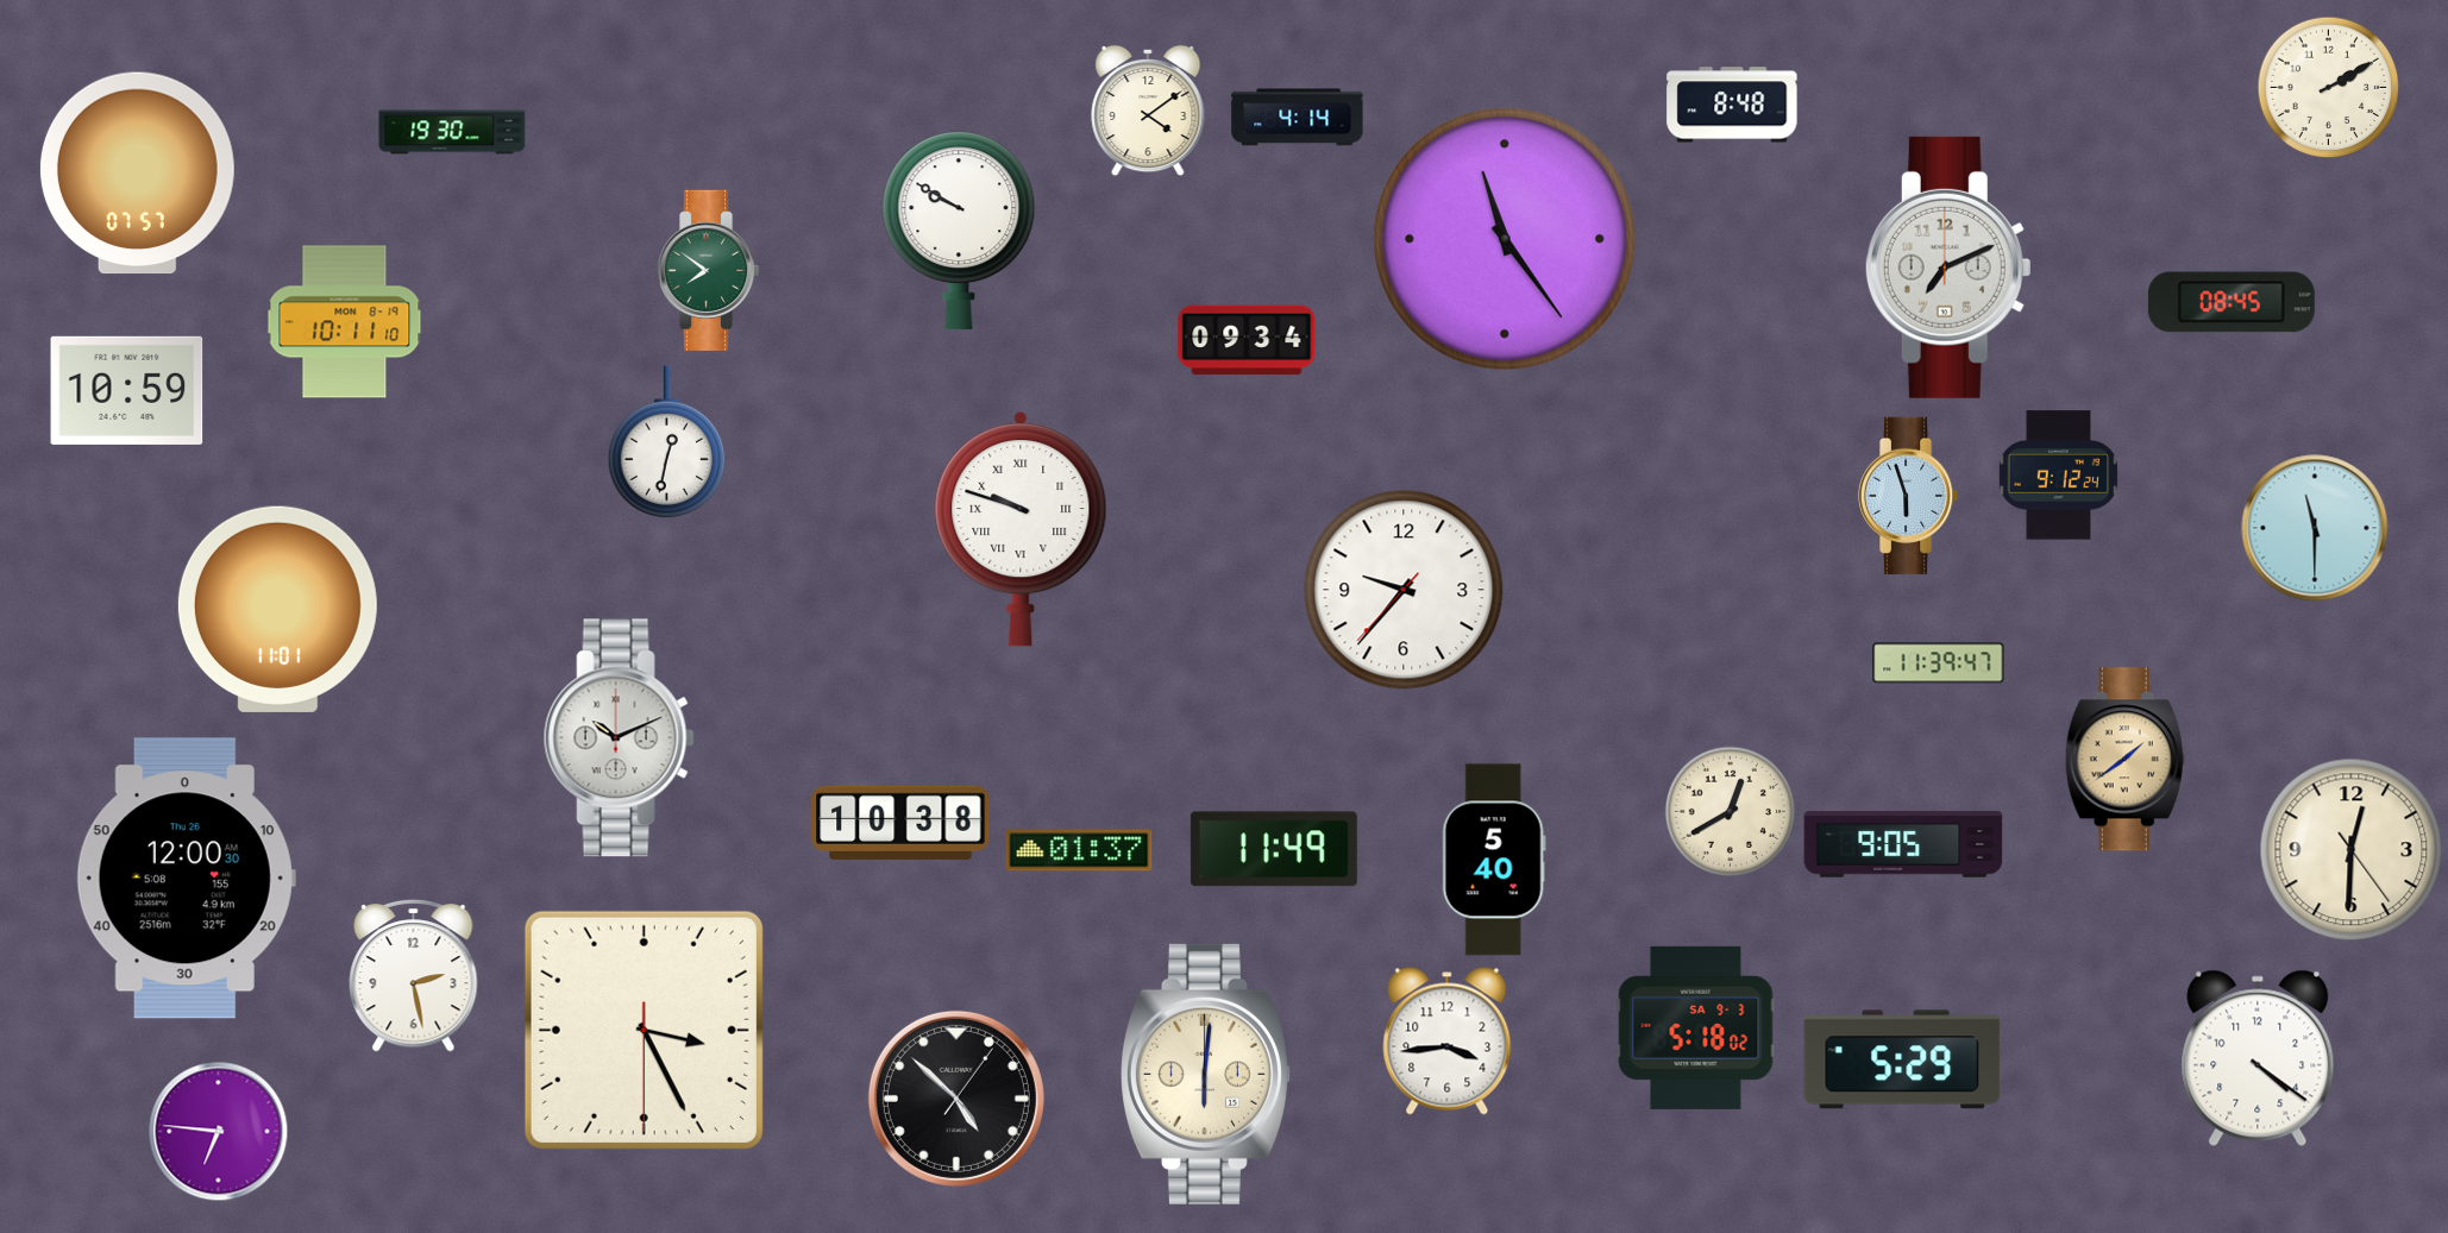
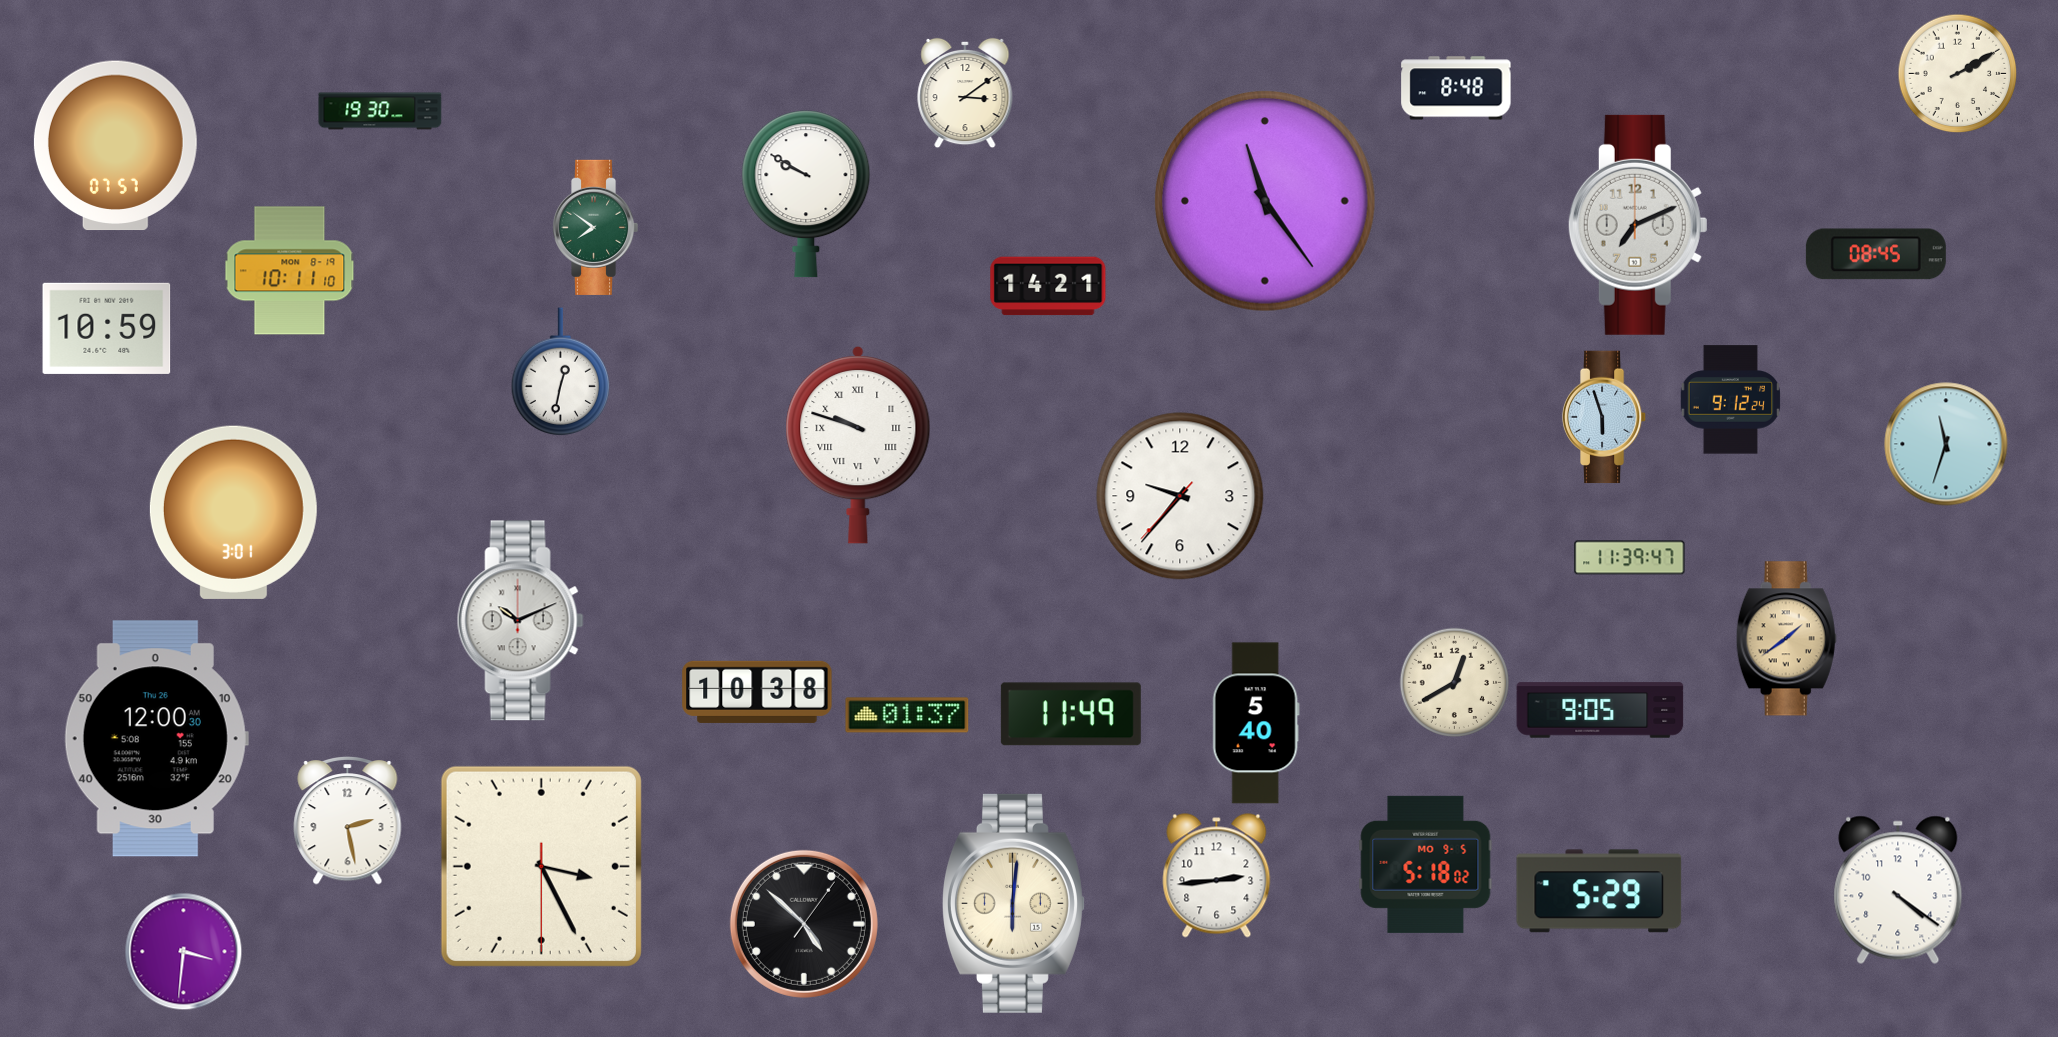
clock at (1148, 111): 4:09 -> 3:09
clock at (1298, 118): 4:14 -> none
clock at (1247, 340): 09:34 -> 14:21
clock at (2315, 528): 11:30 -> 11:33
clock at (277, 609): 11:01 -> 3:01
clock at (2352, 850): 12:30 -> none
clock at (1696, 1027) date: SA 9-3 -> MO 9-5
clock at (1448, 1042): 3:44 -> 2:44
clock at (219, 1132): 6:46 -> 3:31
